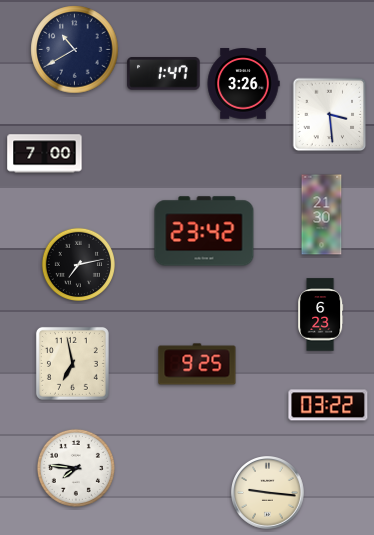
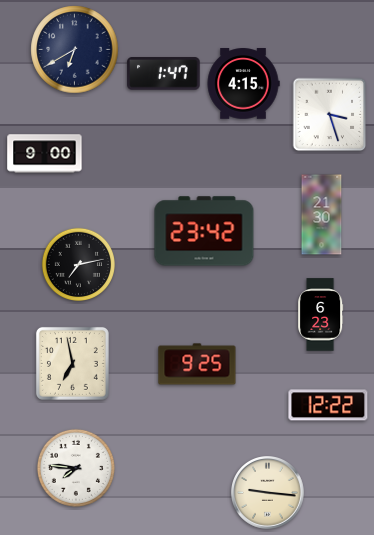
clock at (75, 50): 10:40 -> 6:40
clock at (243, 84): 3:26 -> 4:15
clock at (330, 115): 3:29 -> 3:27
clock at (45, 154): 7:00 -> 9:00
clock at (328, 405): 03:22 -> 12:22
